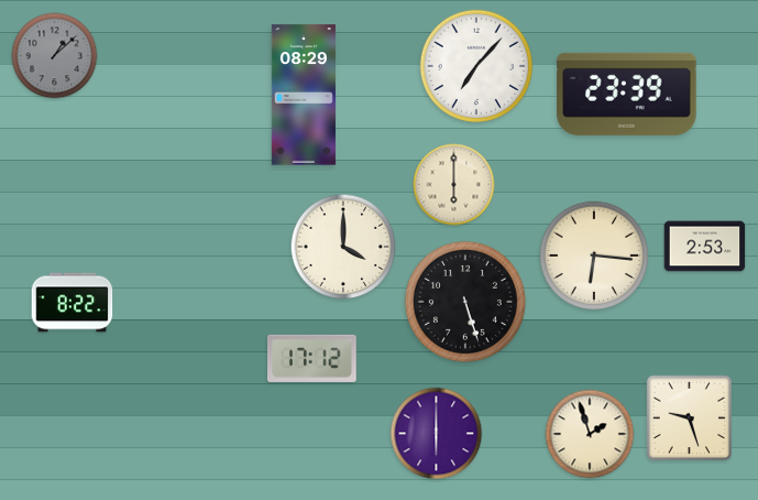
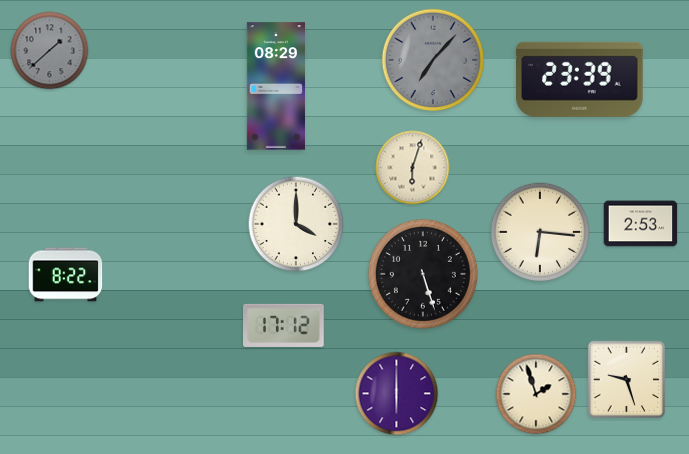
clock at (55, 56): 1:08 -> 1:38
clock at (476, 66) dial: white -> grey
clock at (627, 94) position: (627, 94) -> (580, 79)
clock at (454, 185): 6:00 -> 6:03
clock at (343, 247) position: (343, 247) -> (296, 224)
